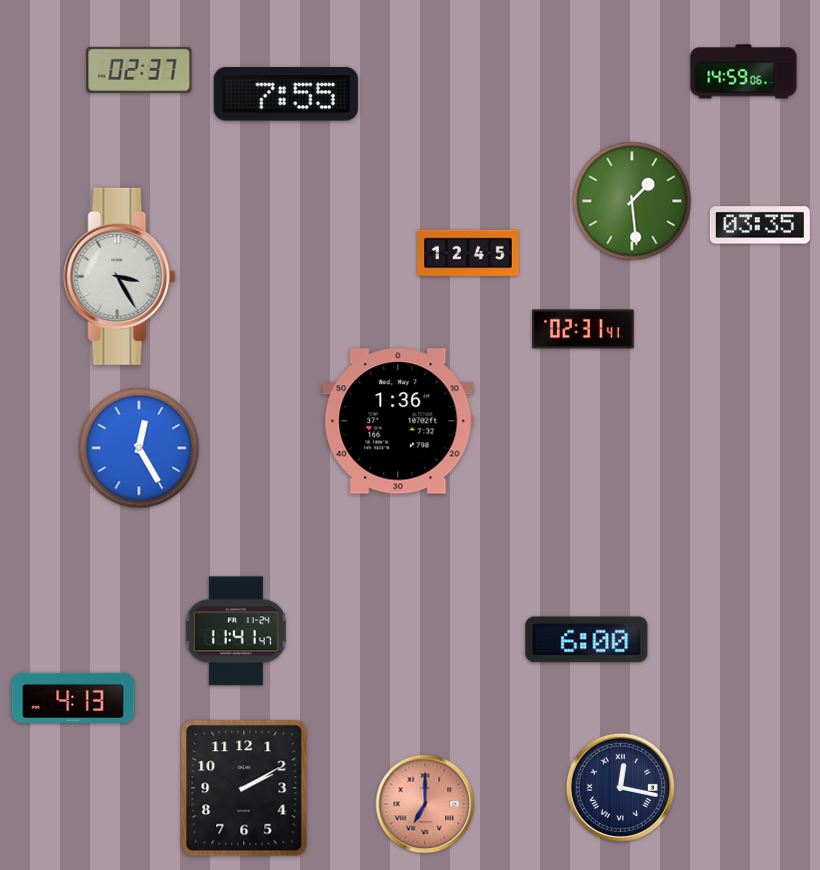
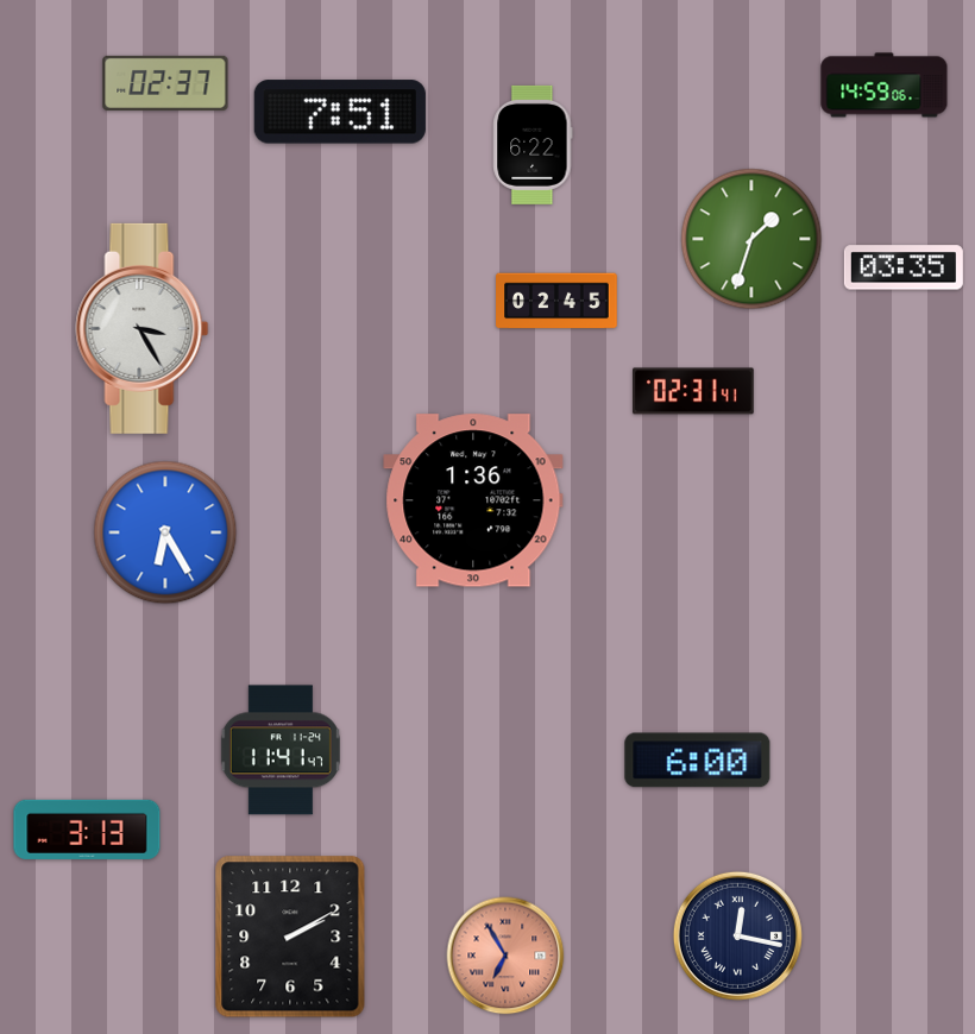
clock at (286, 94): 7:55 -> 7:51
clock at (533, 145): none -> 6:22
clock at (632, 201): 1:29 -> 1:33
clock at (468, 253): 12:45 -> 02:45
clock at (139, 448): 12:25 -> 6:25
clock at (73, 698): 4:13 -> 3:13
clock at (425, 804): 7:00 -> 6:55
